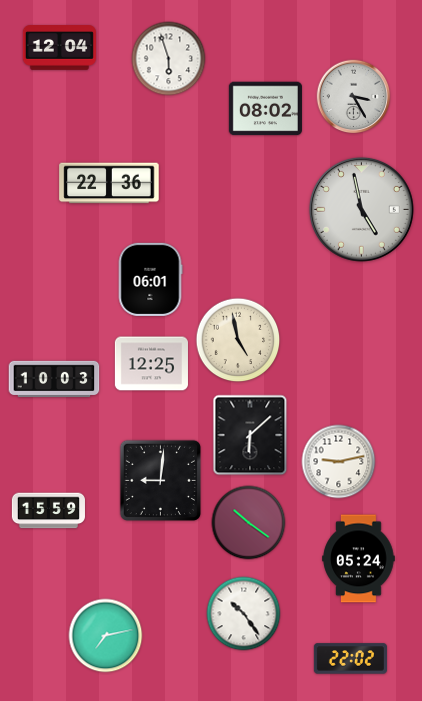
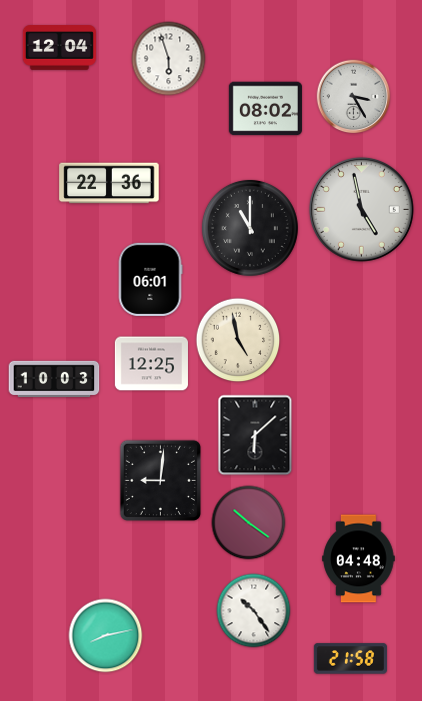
clock at (250, 228): none -> 11:00
clock at (250, 435) position: (250, 435) -> (255, 435)
clock at (339, 462): 9:13 -> none
clock at (48, 511): 15:59 -> none
clock at (359, 559): 05:24 -> 04:48
clock at (244, 614) position: (244, 614) -> (254, 611)
clock at (106, 636): 7:13 -> 8:13
clock at (350, 659): 22:02 -> 21:58
